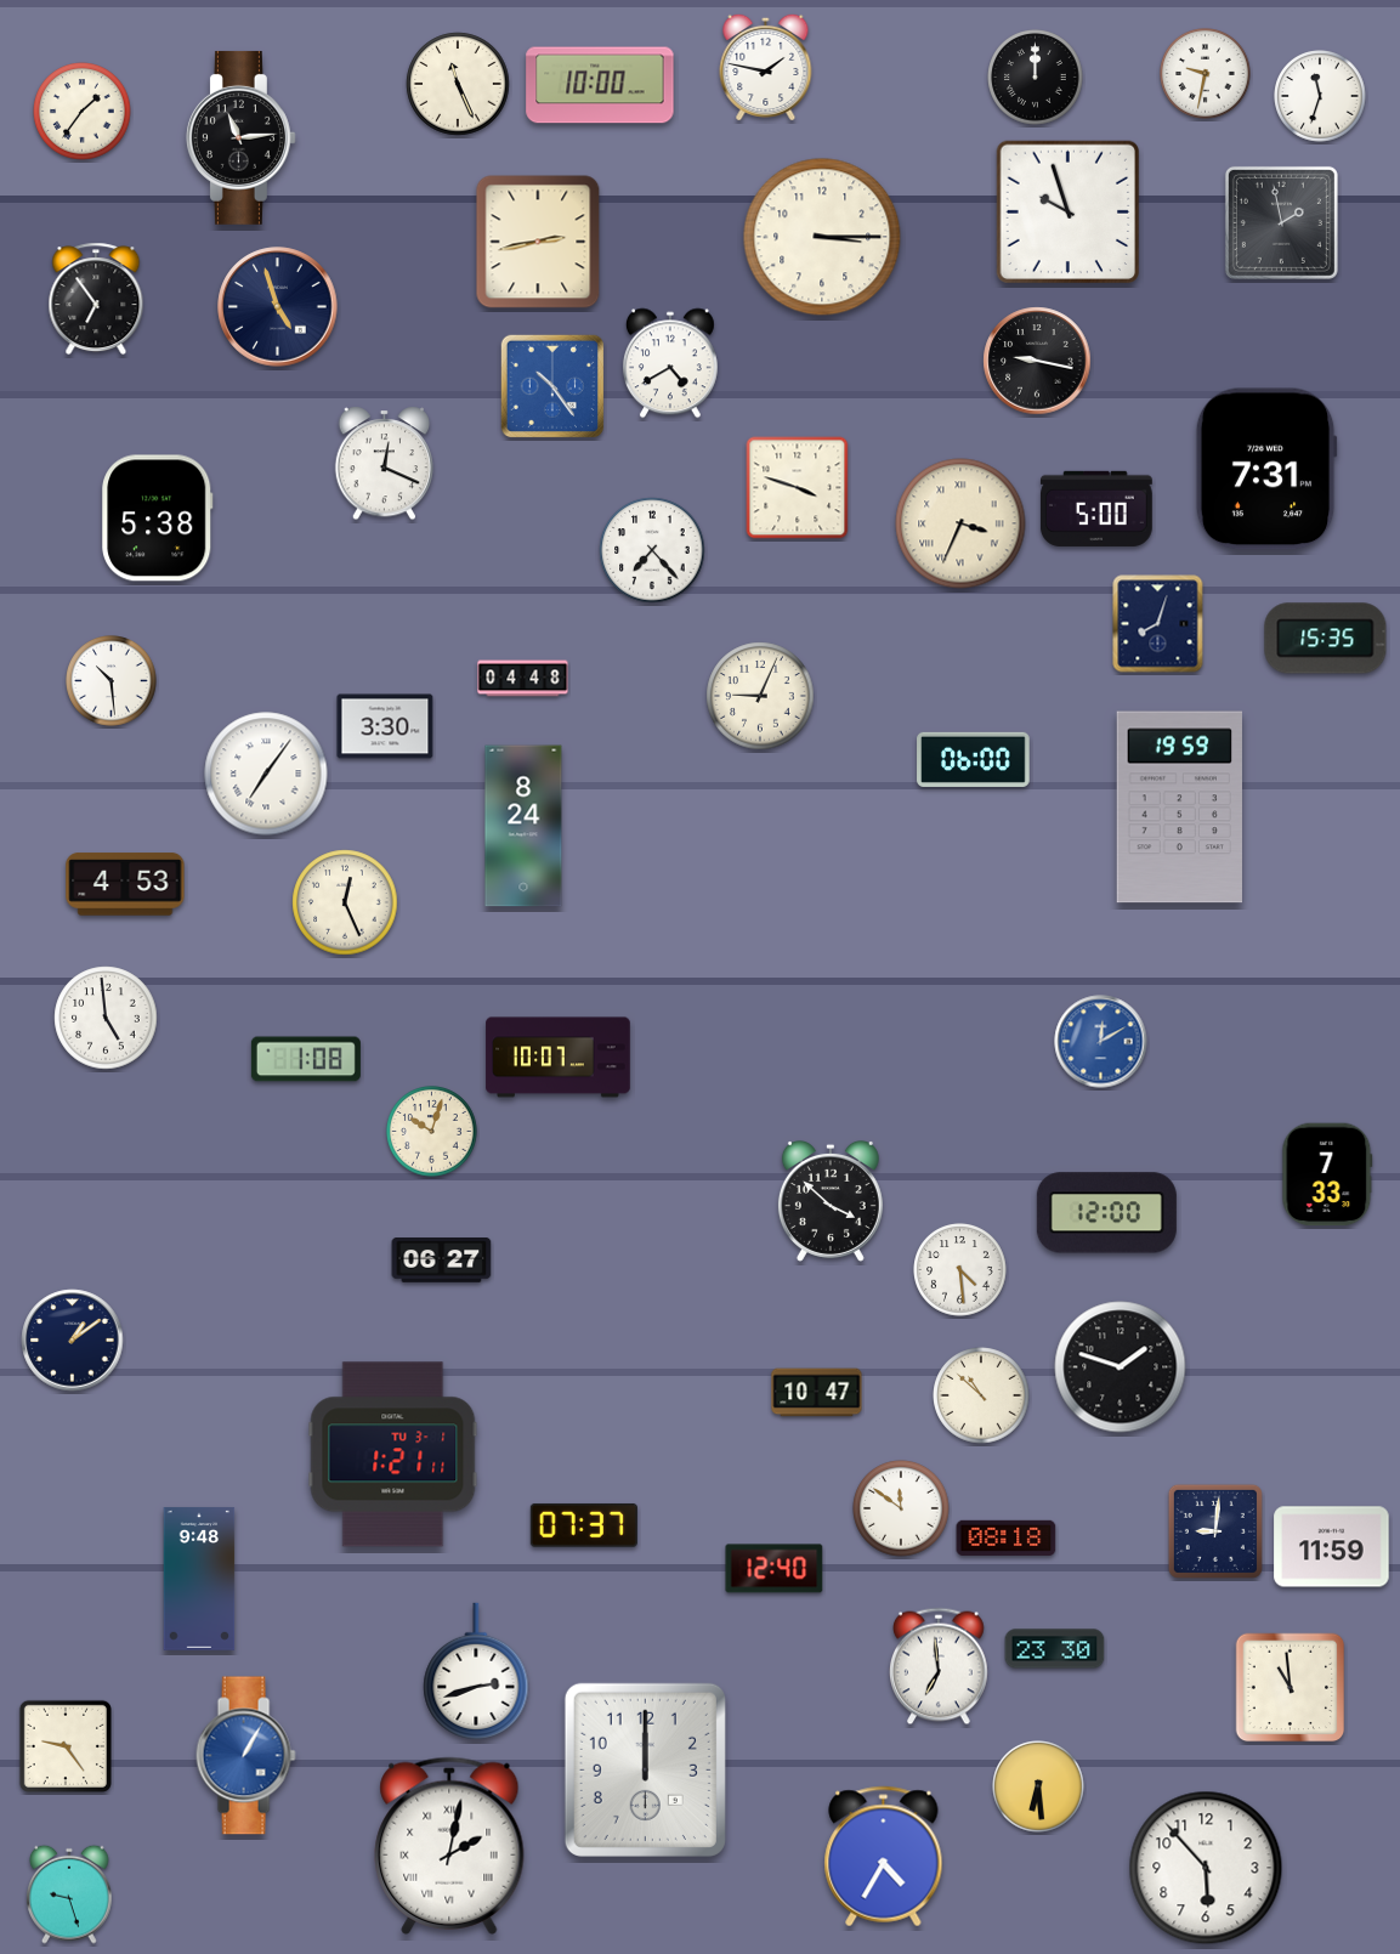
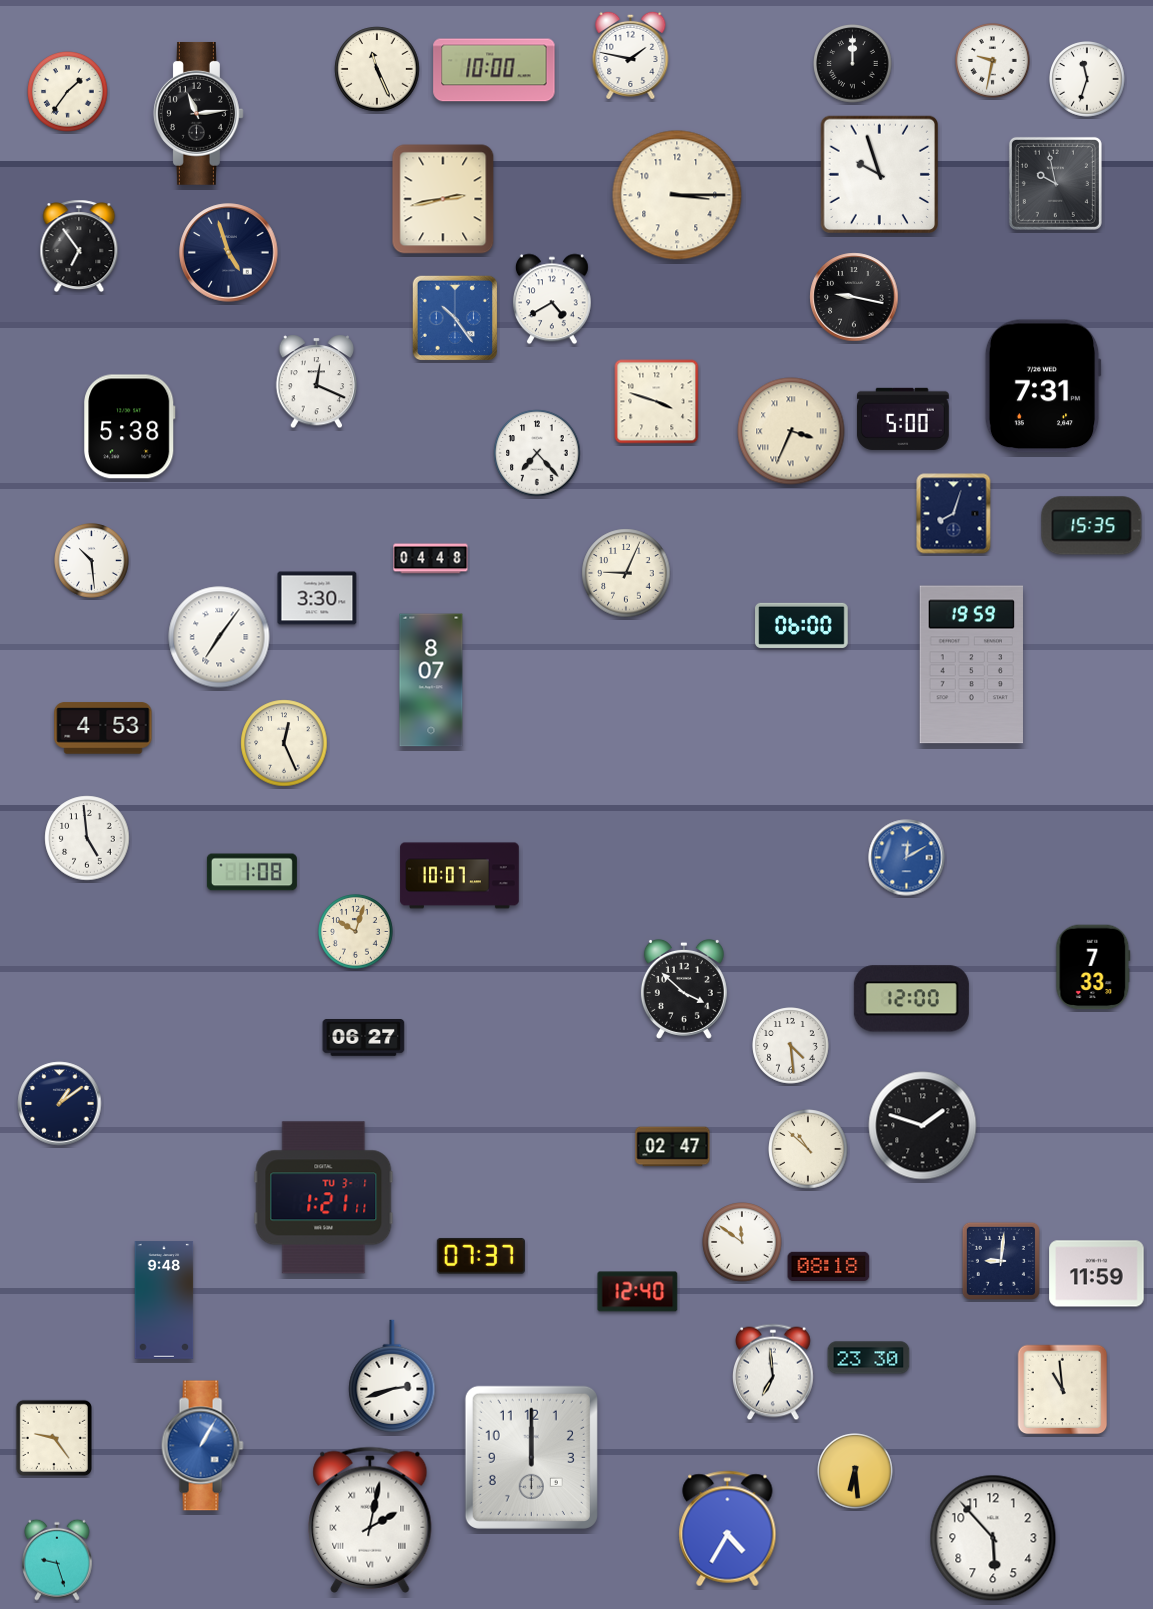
clock at (1281, 222): 1:58 -> 9:58
clock at (523, 826): 8:24 -> 8:07
clock at (559, 1058) position: (559, 1058) -> (460, 876)
clock at (817, 1393): 10:47 -> 02:47
